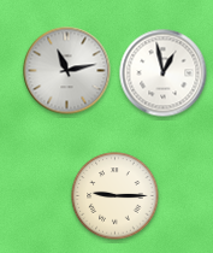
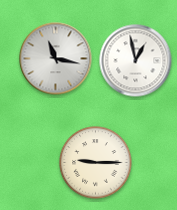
clock at (67, 71): 11:13 -> 11:17
